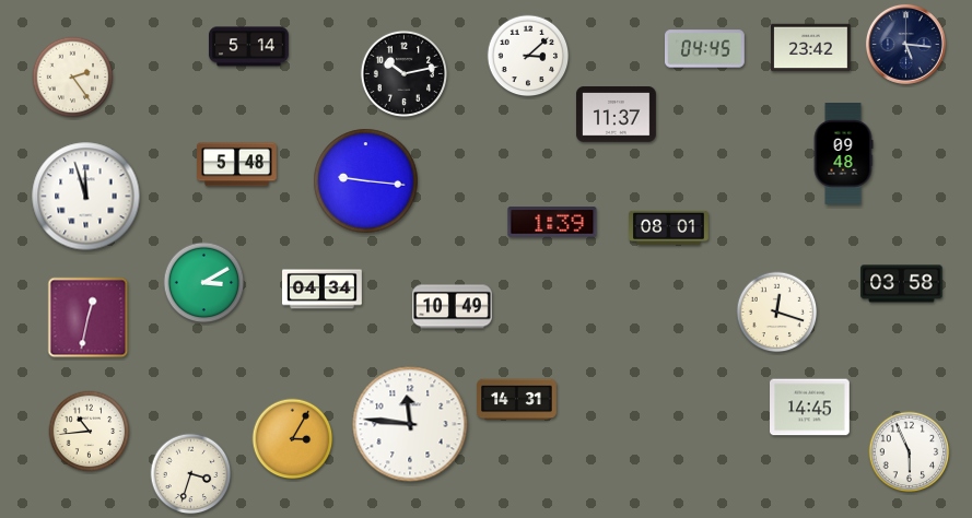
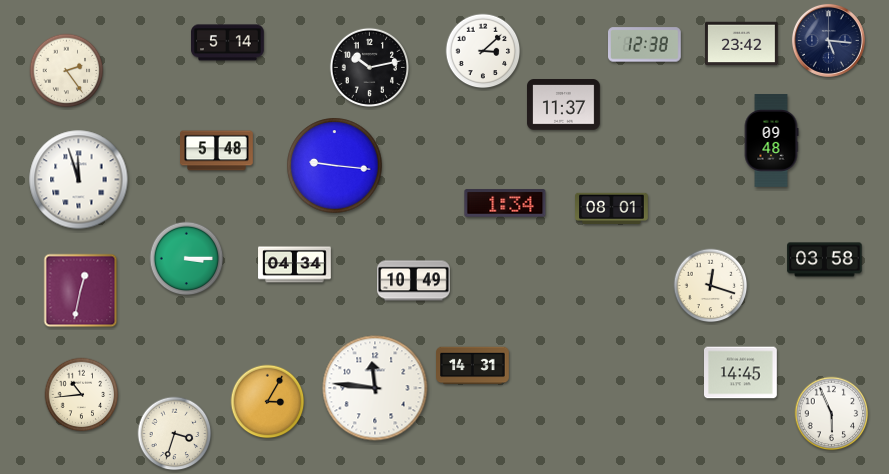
clock at (705, 49): 04:45 -> 12:38
clock at (552, 222): 1:39 -> 1:34
clock at (204, 283): 3:10 -> 3:15
